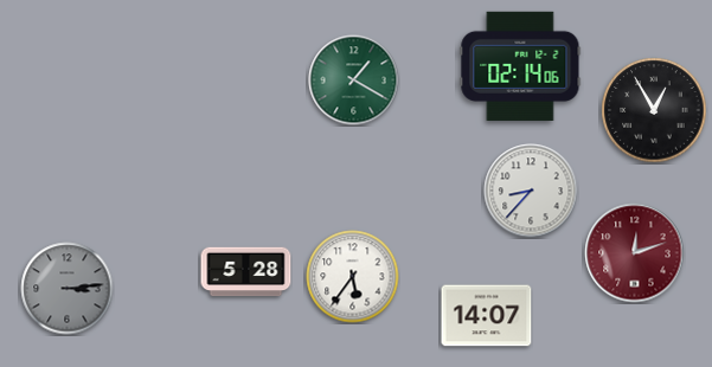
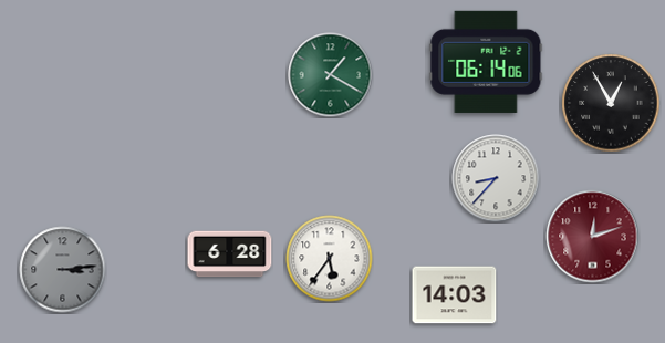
clock at (520, 66): 02:14 -> 06:14
clock at (246, 272): 5:28 -> 6:28
clock at (487, 316): 14:07 -> 14:03
